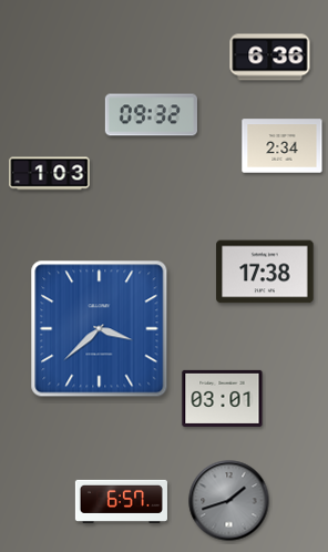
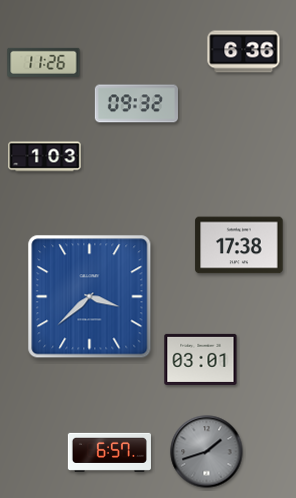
clock at (44, 62): none -> 11:26
clock at (283, 146): 2:34 -> none
